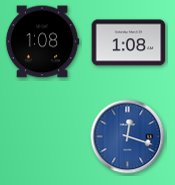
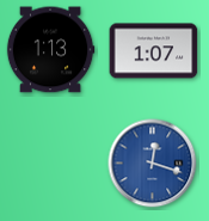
clock at (42, 42): 1:08 -> 1:13
clock at (129, 43): 1:08 -> 1:07
